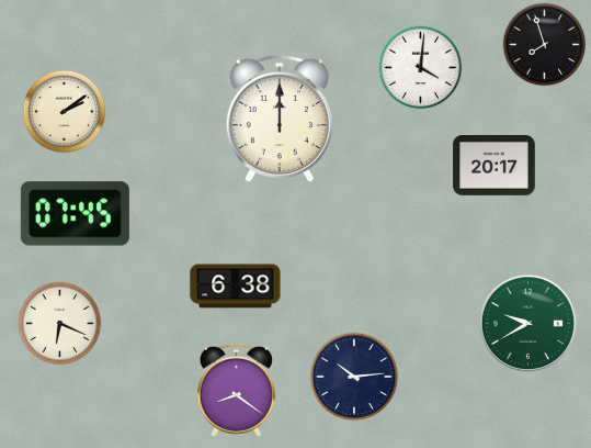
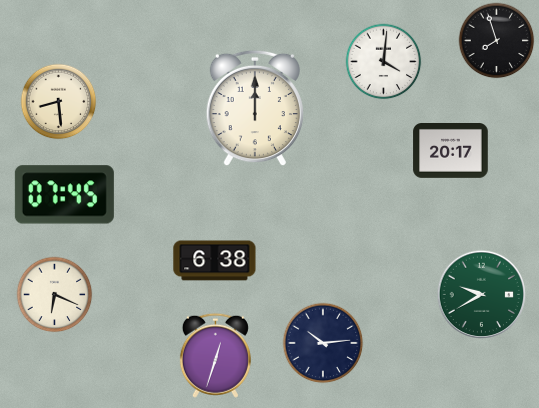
clock at (65, 112): 2:09 -> 8:29
clock at (75, 214) position: (75, 214) -> (64, 195)
clock at (236, 390): 8:21 -> 12:33
